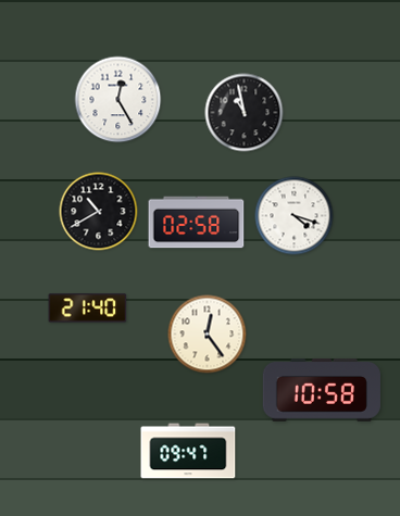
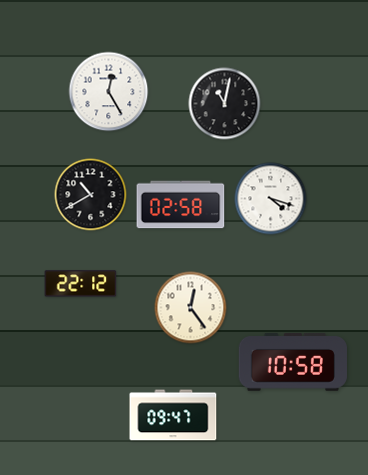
clock at (245, 113): 10:58 -> 11:02
clock at (88, 309): 21:40 -> 22:12
clock at (322, 390) position: (322, 390) -> (293, 362)
